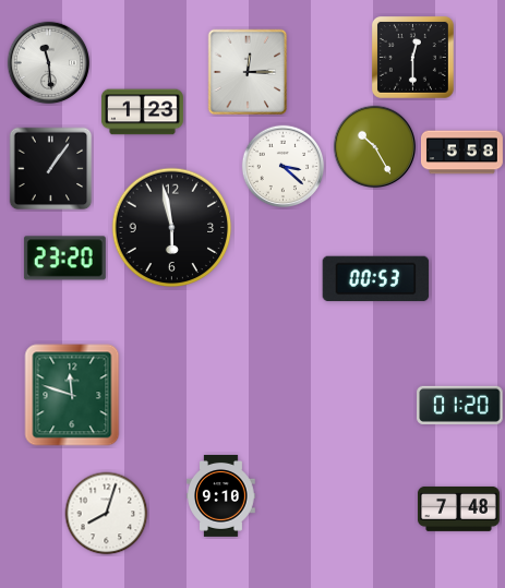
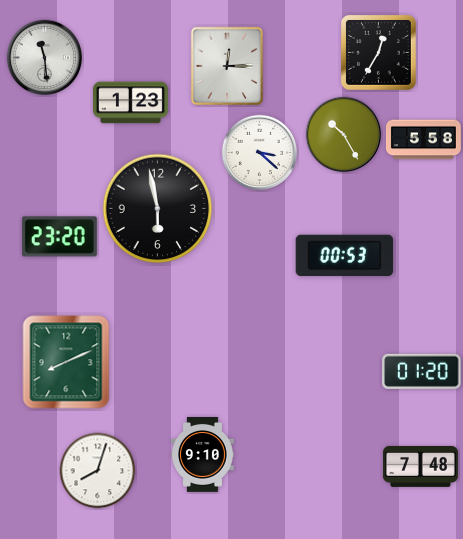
clock at (412, 57): 12:30 -> 12:35
clock at (51, 169): 1:06 -> none
clock at (72, 395): 11:48 -> 8:11
